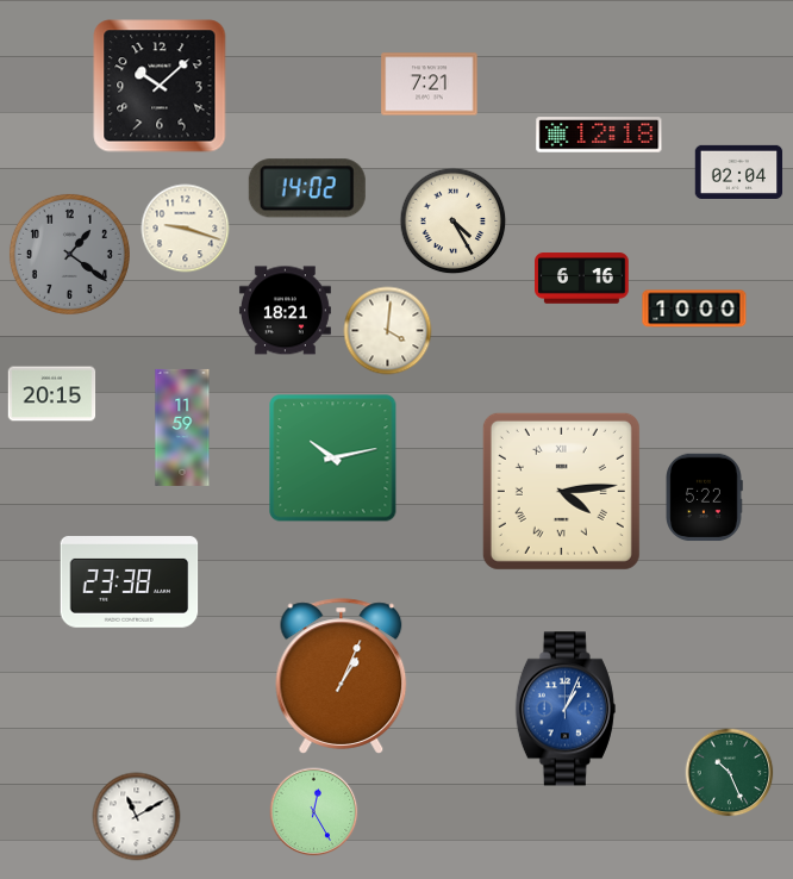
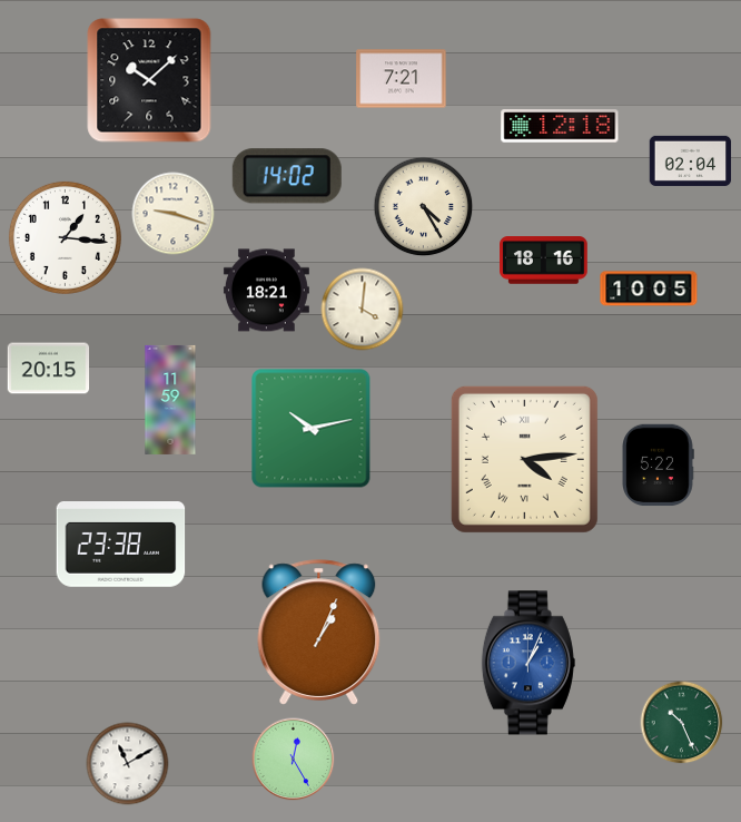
clock at (69, 254): 1:21 -> 1:16
clock at (69, 254) dial: grey -> white
clock at (582, 279): 6:16 -> 18:16
clock at (694, 308): 10:00 -> 10:05
